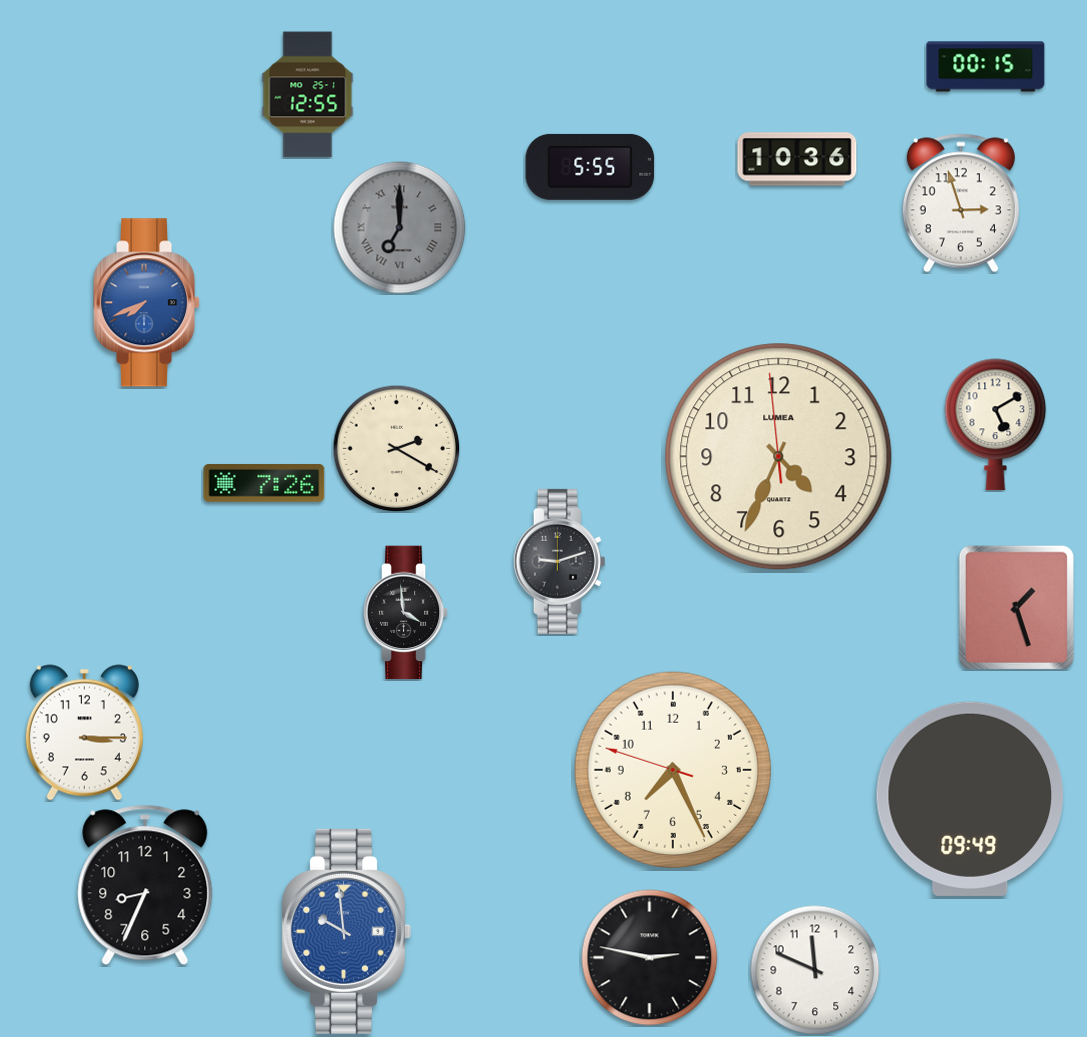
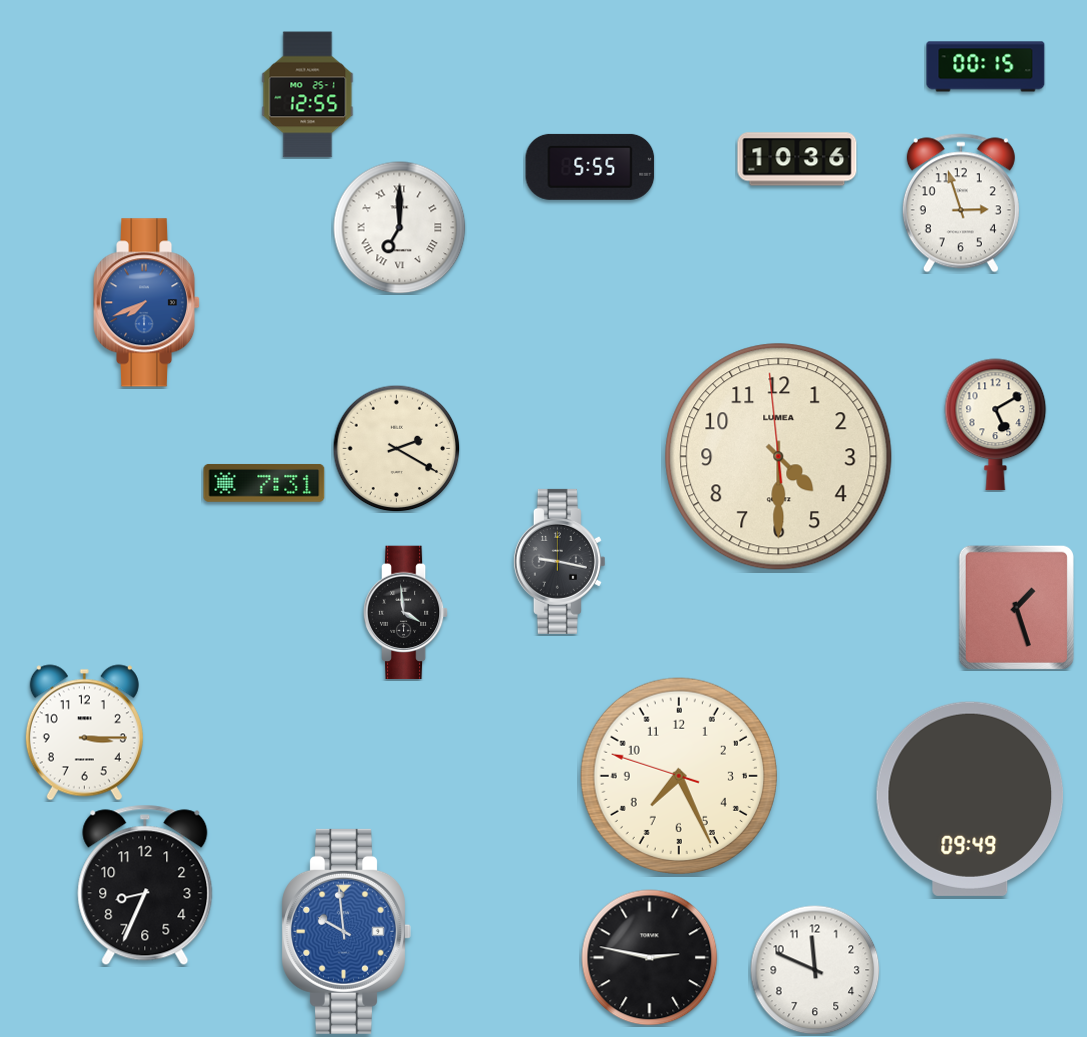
clock at (400, 228) dial: grey -> white
clock at (779, 457): 4:33 -> 4:29
clock at (264, 483): 7:26 -> 7:31
clock at (559, 561): 9:12 -> 9:17
clock at (672, 769) position: (672, 769) -> (678, 775)
